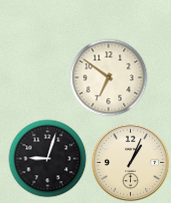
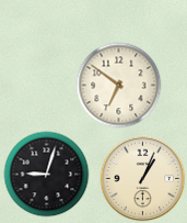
clock at (47, 158) position: (47, 158) -> (46, 174)
